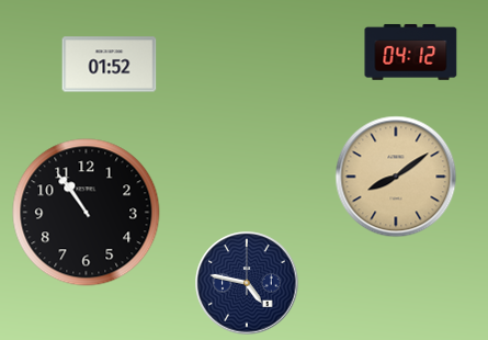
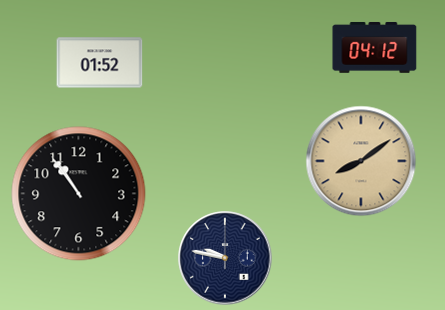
clock at (110, 65) position: (110, 65) -> (100, 63)
clock at (247, 283): 4:47 -> 9:47
